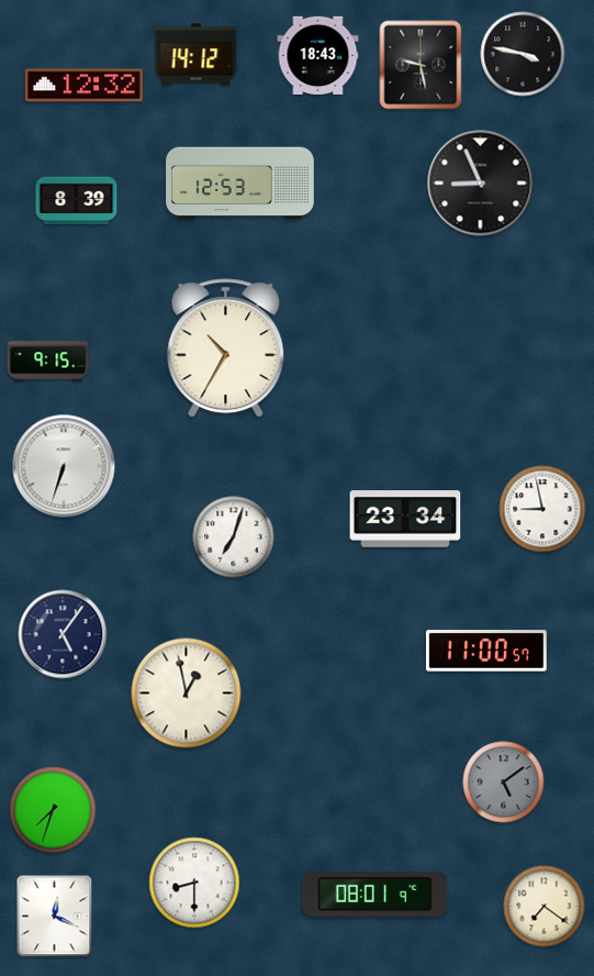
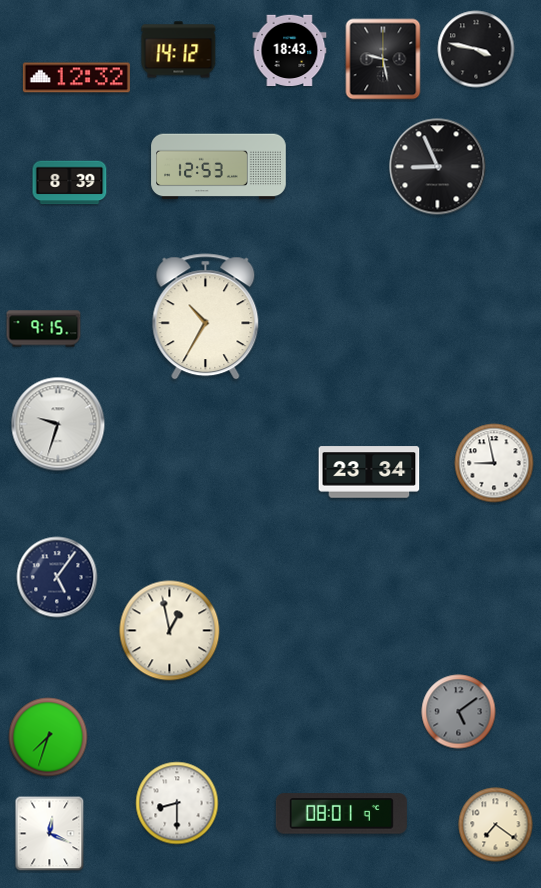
clock at (64, 466): 6:33 -> 9:33
clock at (234, 537): 7:03 -> none
clock at (486, 651): 11:00 -> none
